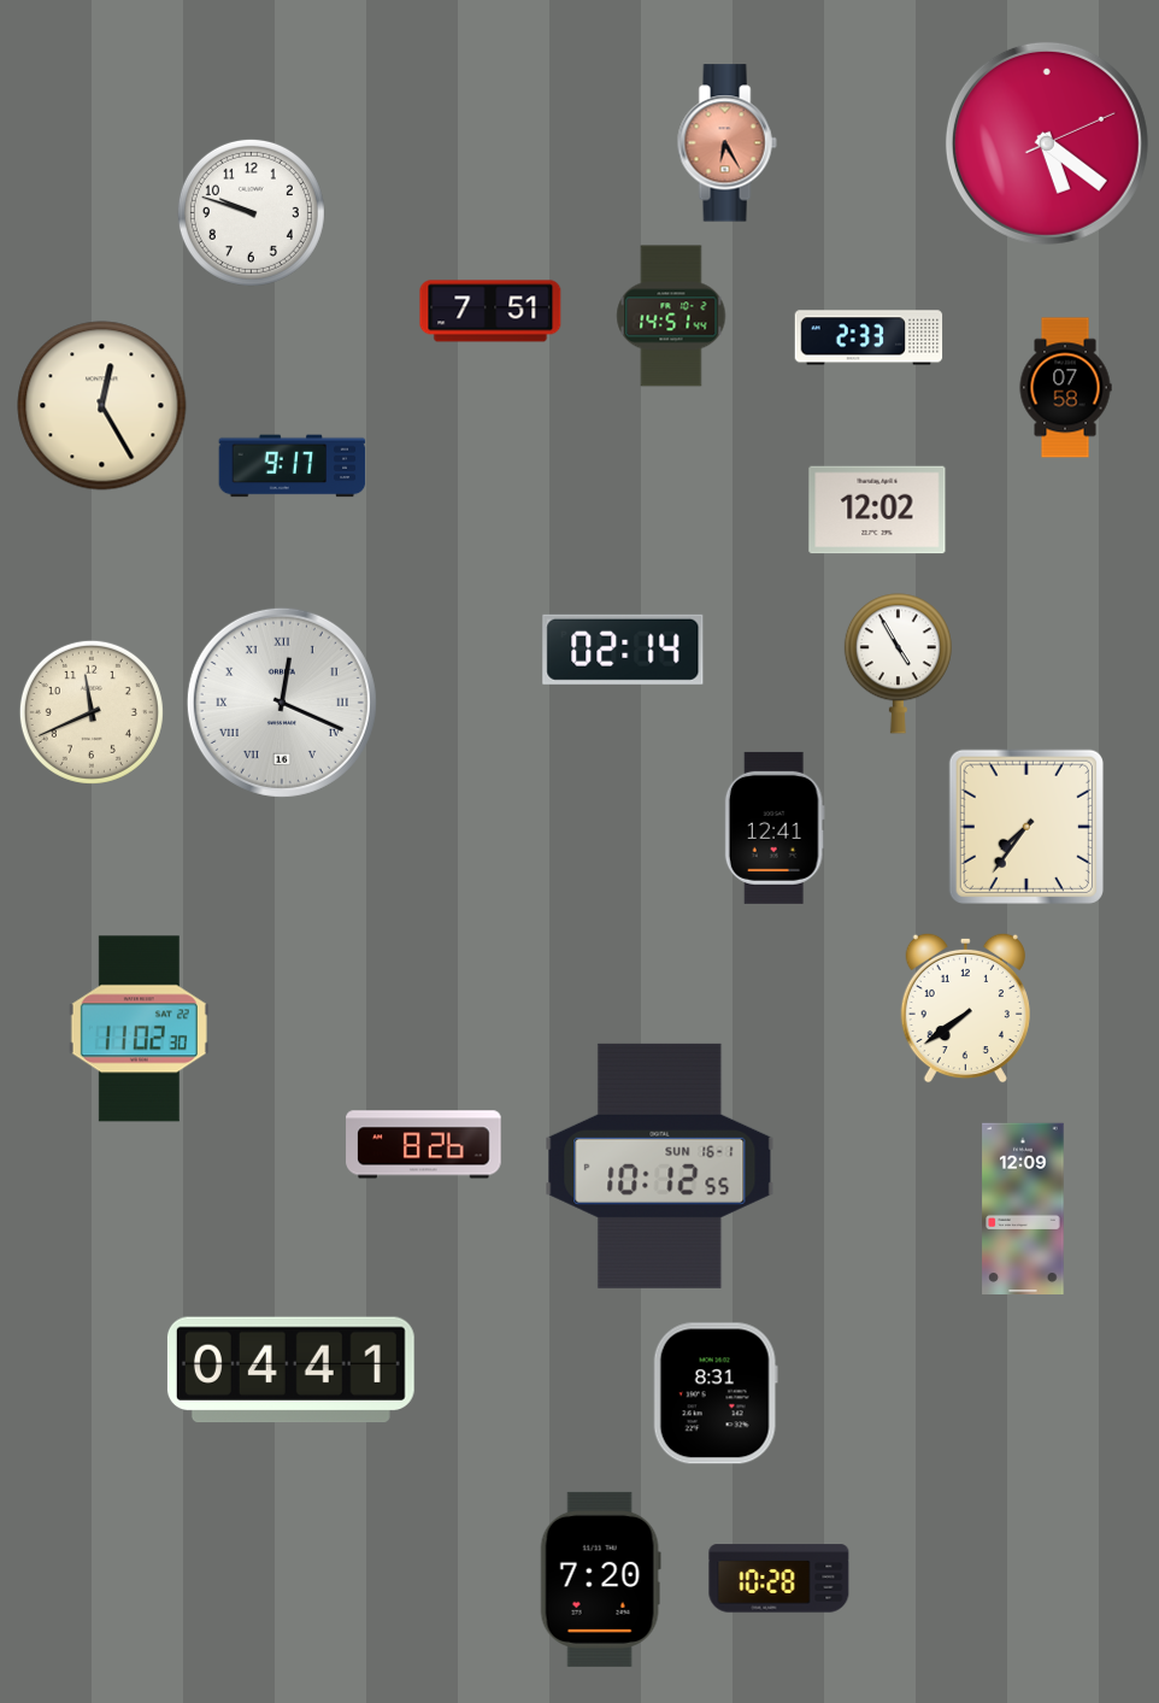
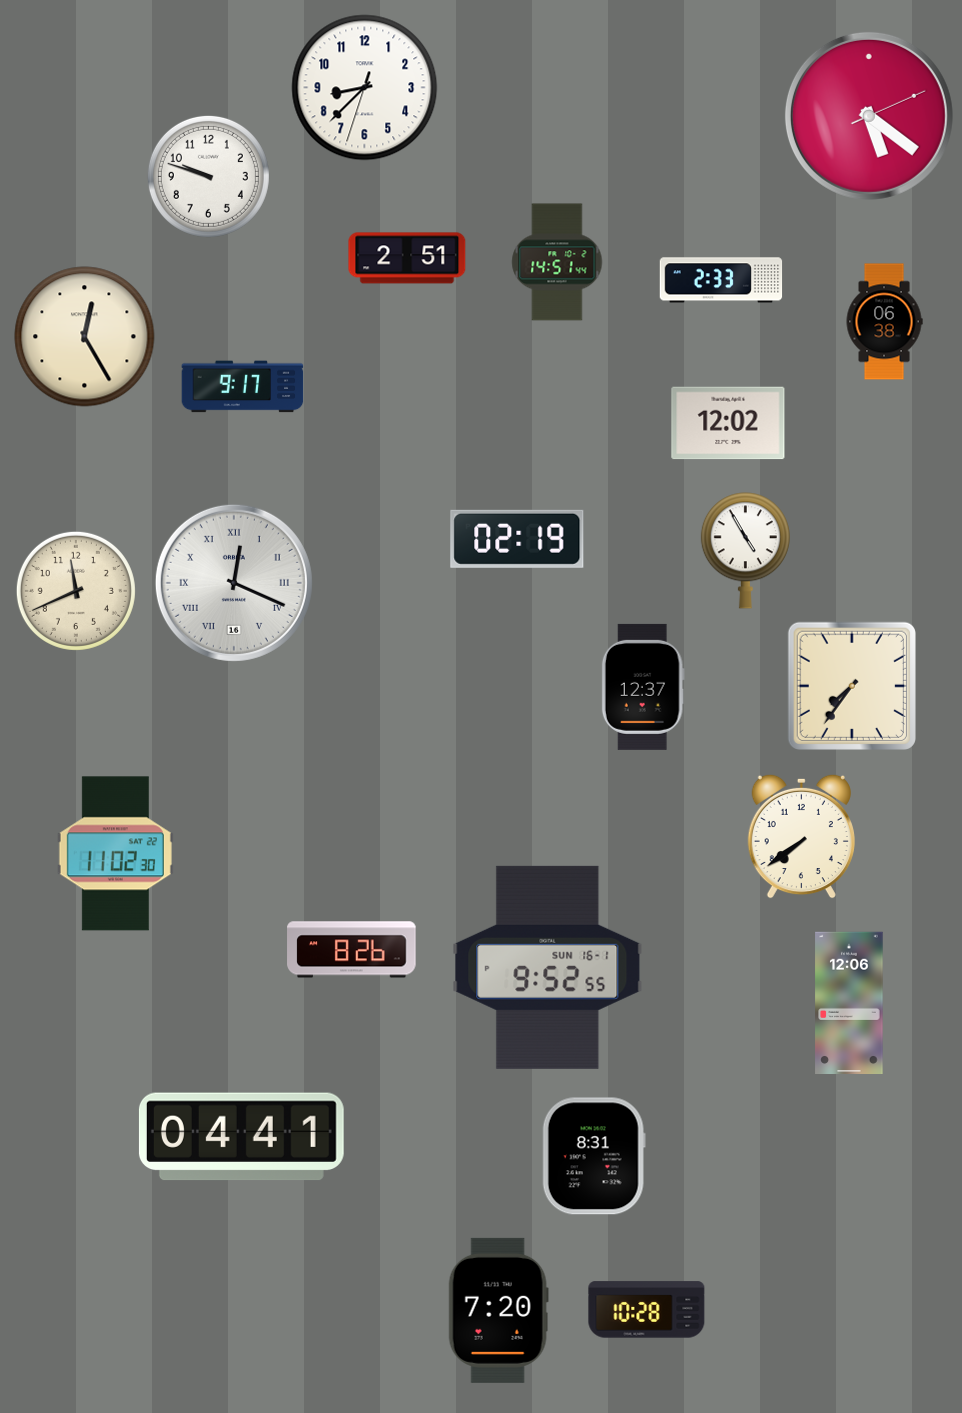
clock at (365, 88): none -> 8:37
clock at (726, 143): 6:25 -> none
clock at (1047, 143) position: (1047, 143) -> (869, 116)
clock at (490, 311): 7:51 -> 2:51
clock at (1065, 388): 07:58 -> 06:38
clock at (623, 650): 02:14 -> 02:19
clock at (775, 828): 12:41 -> 12:37
clock at (660, 1165): 10:12 -> 9:52
clock at (1023, 1208): 12:09 -> 12:06
